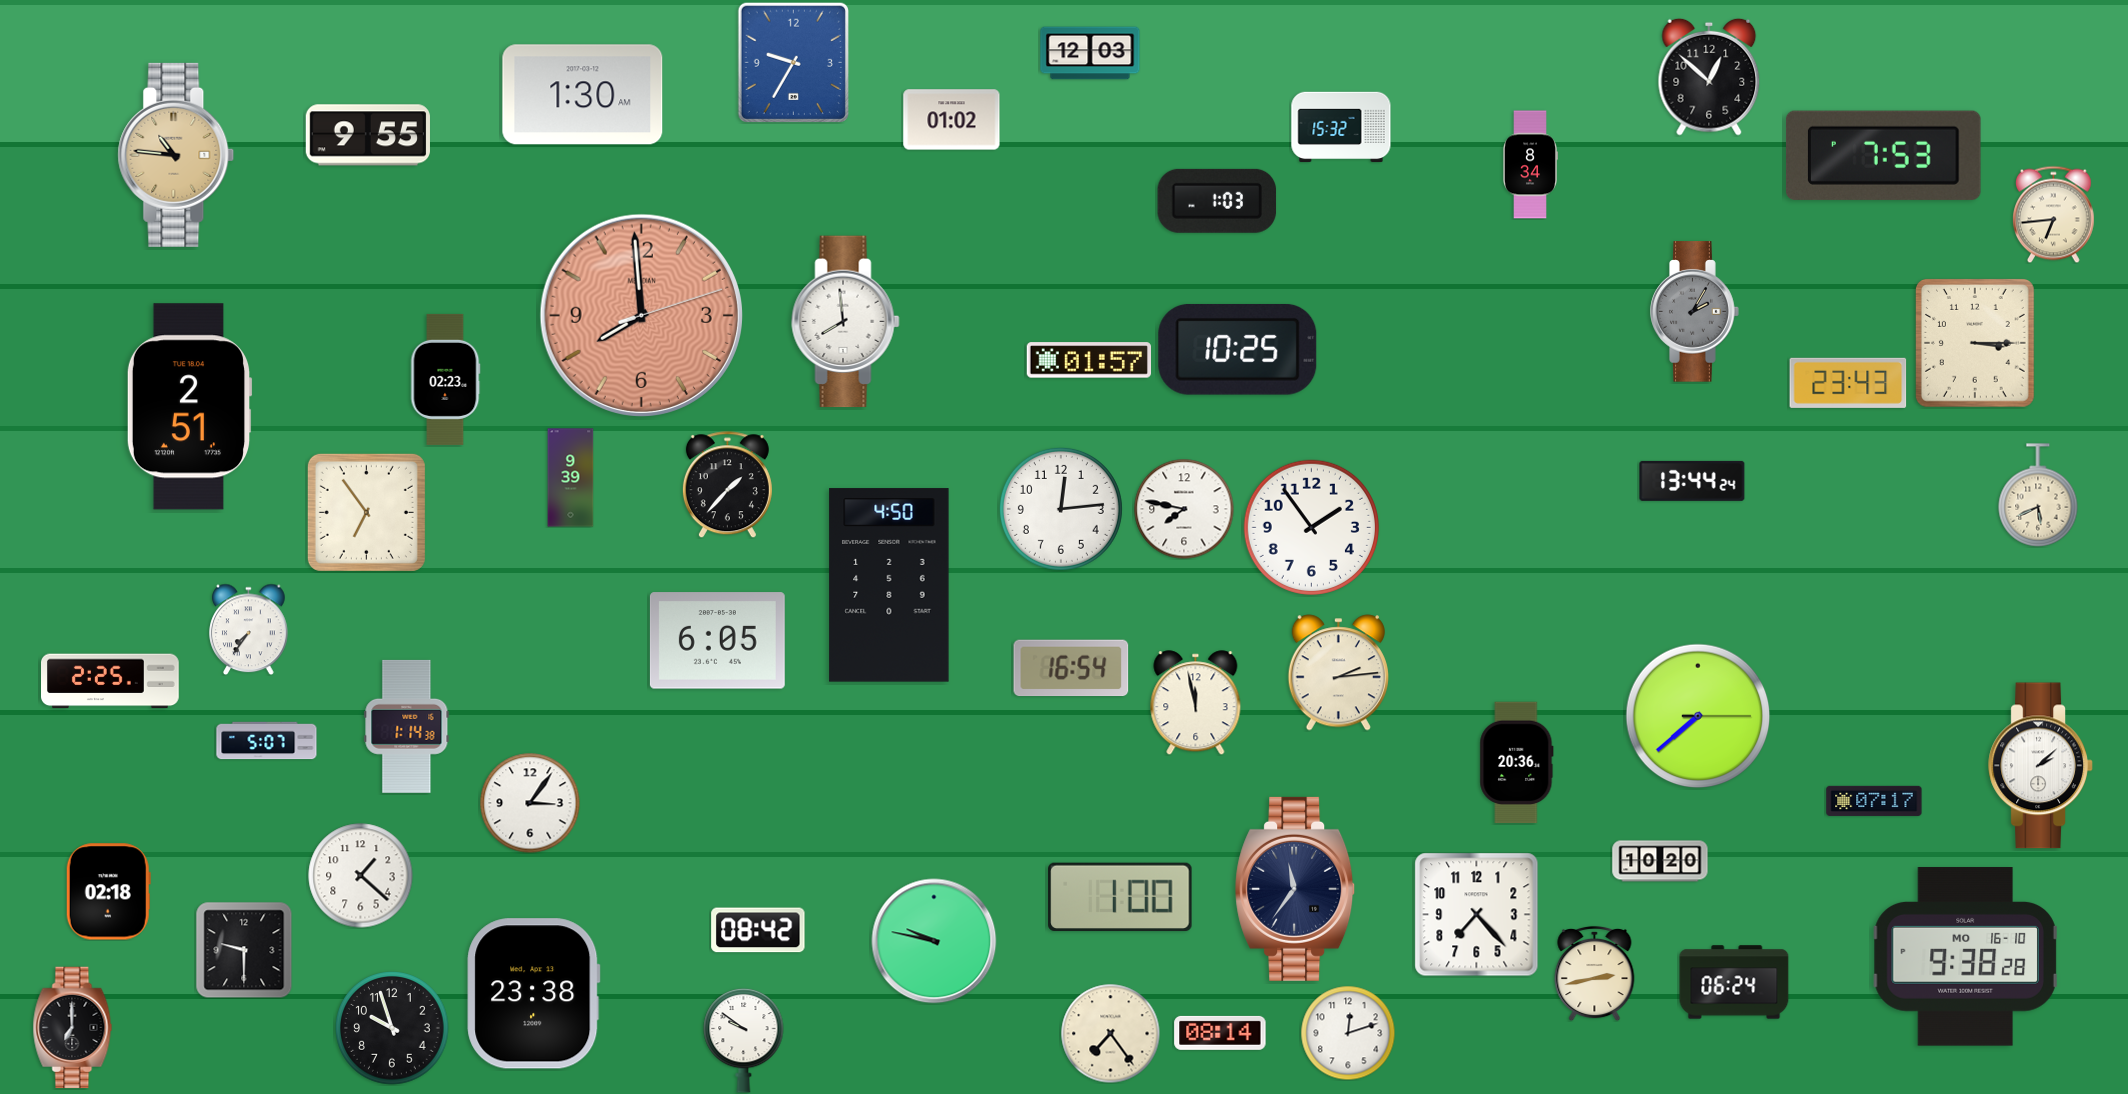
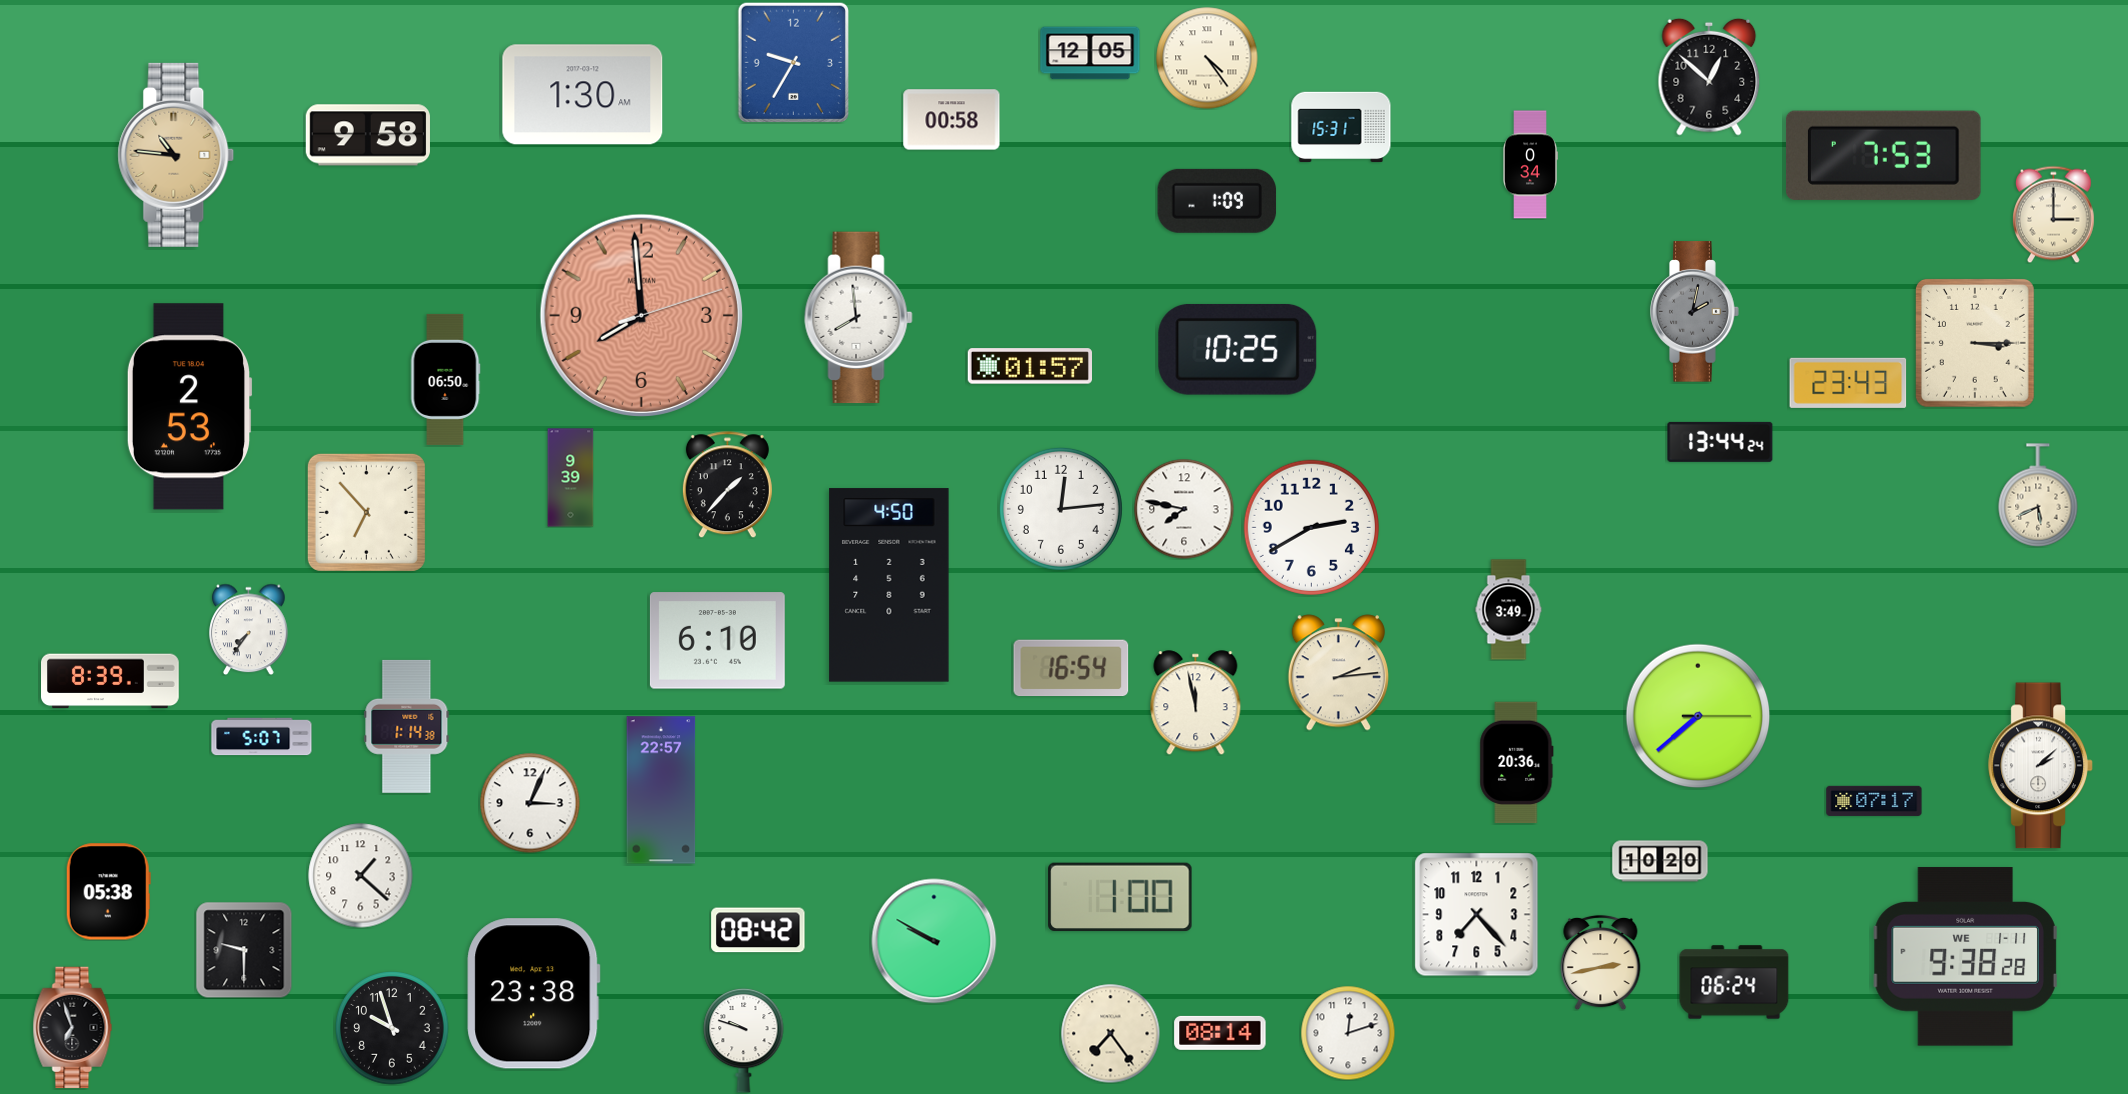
clock at (1090, 53): 12:03 -> 12:05
clock at (1207, 58): none -> 4:24
clock at (952, 120): 01:02 -> 00:58
clock at (1341, 127): 15:32 -> 15:31
clock at (368, 135): 9:55 -> 9:58
clock at (1530, 165): 8:34 -> 0:34
clock at (1217, 201): 1:03 -> 1:09
clock at (2054, 214): 6:44 -> 3:00
clock at (1695, 312): 2:05 -> 2:02
clock at (846, 322) position: (846, 322) -> (859, 318)
clock at (1088, 360) position: (1088, 360) -> (1029, 366)
clock at (445, 379): 02:23 -> 06:50
clock at (189, 407): 2:51 -> 2:53
clock at (1692, 481) position: (1692, 481) -> (1720, 442)
clock at (366, 512): 6:54 -> 6:53
clock at (1311, 527): 1:54 -> 2:40
clock at (1509, 610): none -> 3:49
clock at (717, 641): 6:05 -> 6:10
clock at (111, 681): 2:25 -> 8:39
clock at (267, 741) position: (267, 741) -> (262, 737)
clock at (661, 790): none -> 22:57
clock at (530, 803): 3:06 -> 3:04
clock at (1296, 889): 11:36 -> none
clock at (108, 892): 02:18 -> 05:38
clock at (934, 941): 9:47 -> 9:50
clock at (1965, 957) date: MO 16-10 -> WE 1-11
clock at (1595, 973) position: (1595, 973) -> (1601, 962)
clock at (73, 1028): 7:00 -> 6:57
clock at (744, 1040): 9:51 -> 9:48
